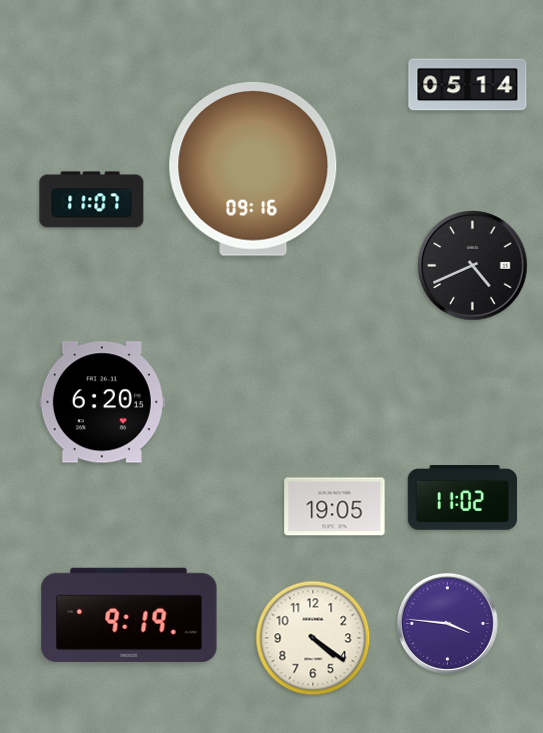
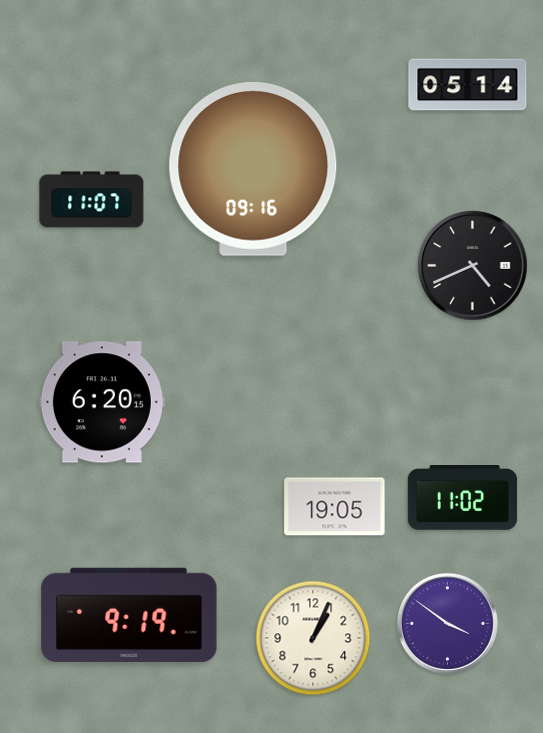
clock at (447, 623): 3:46 -> 3:51
clock at (313, 638): 4:21 -> 1:04
